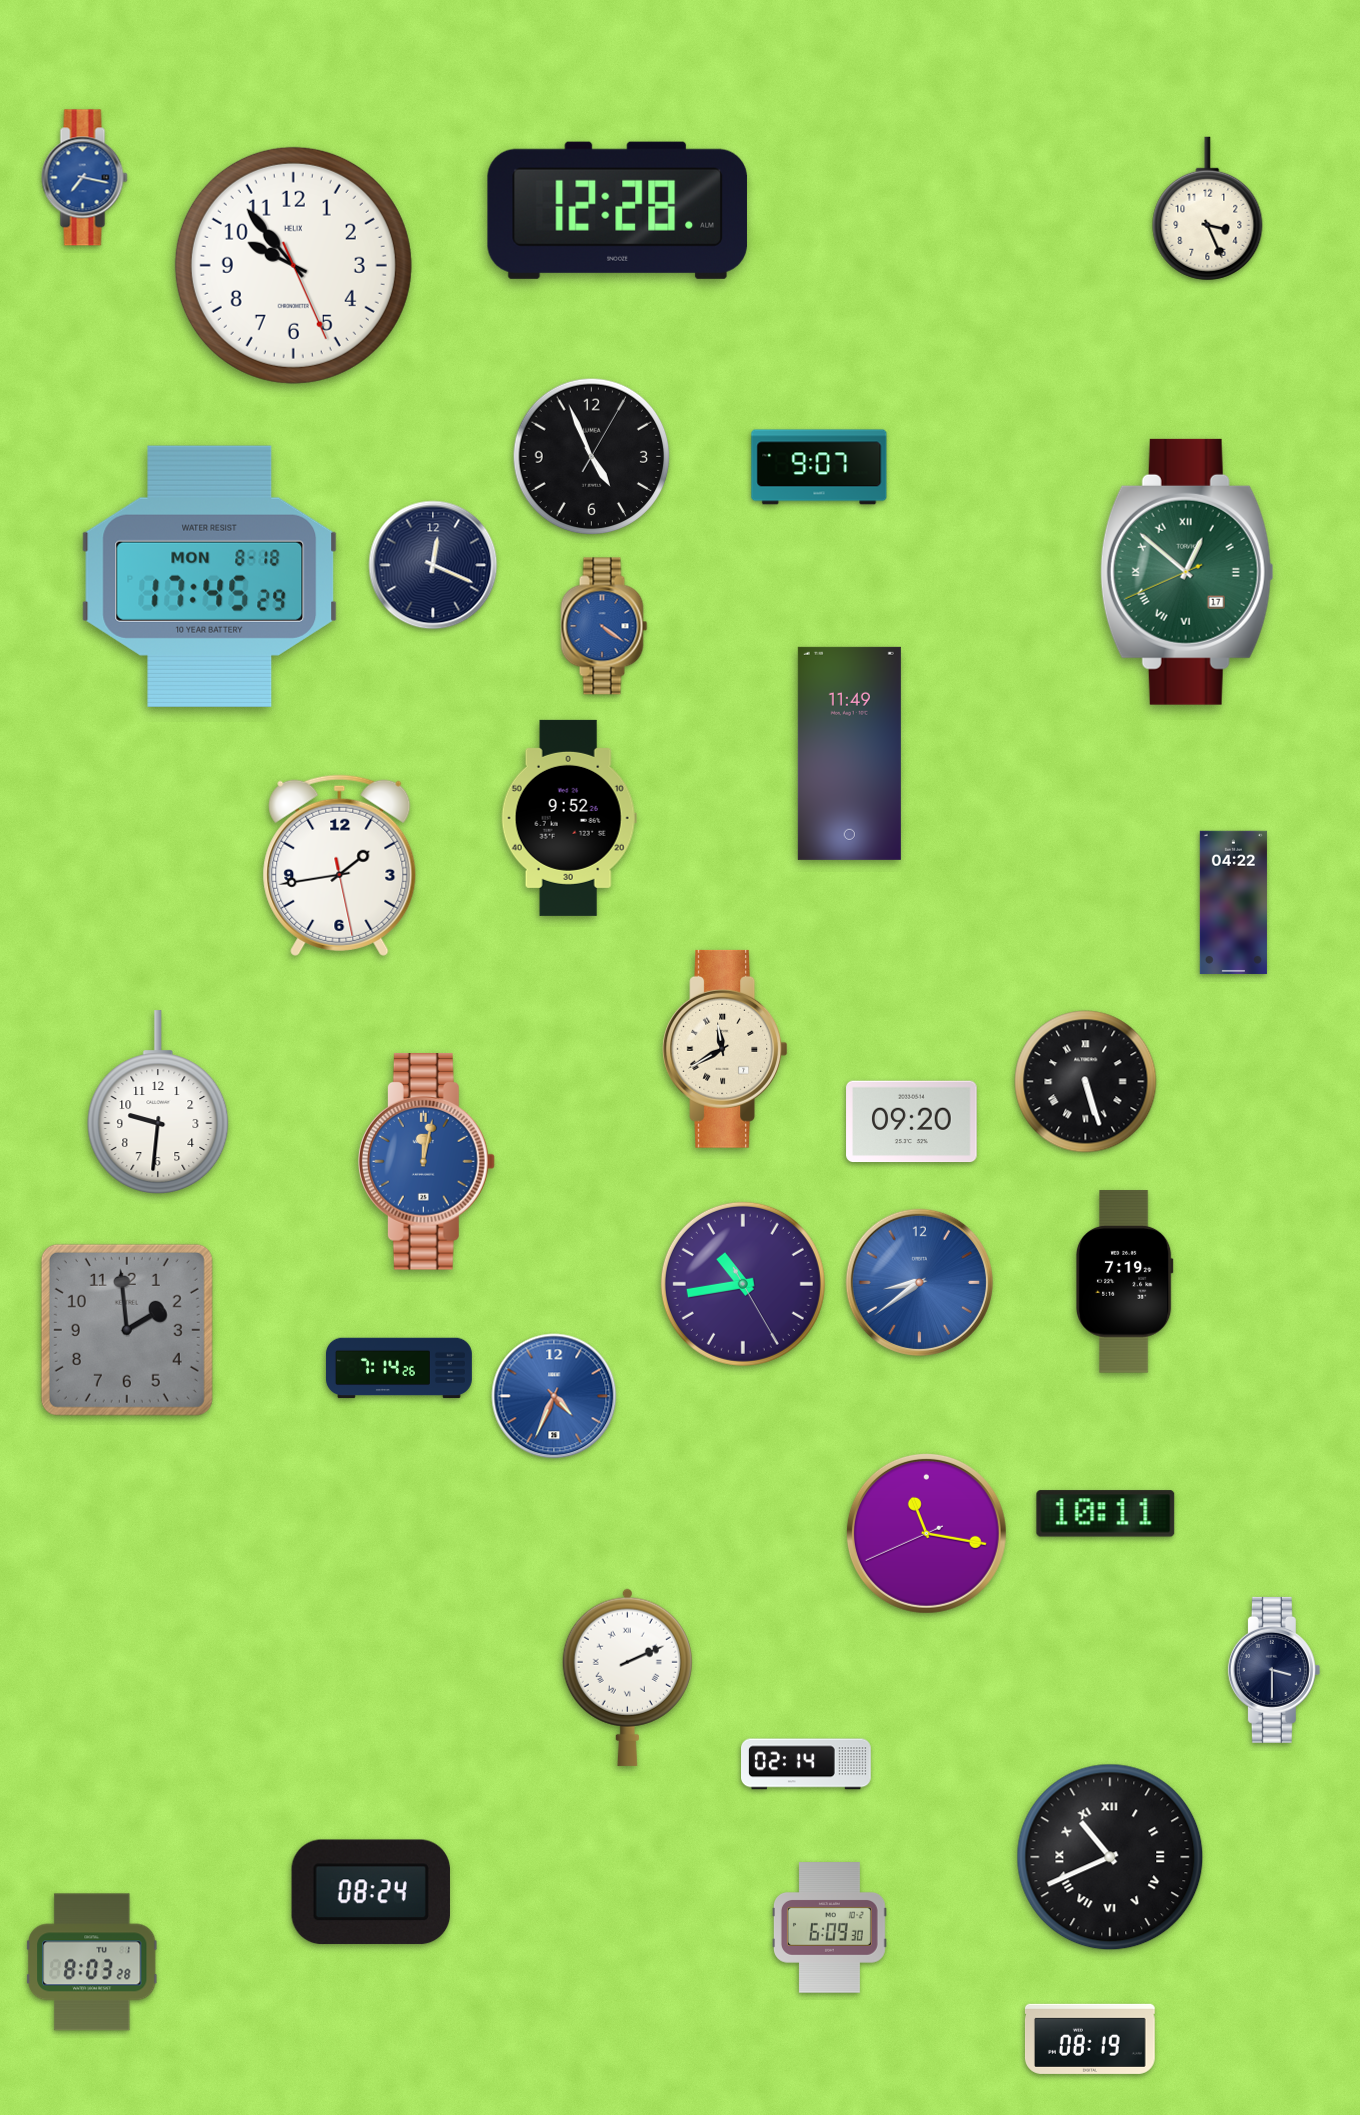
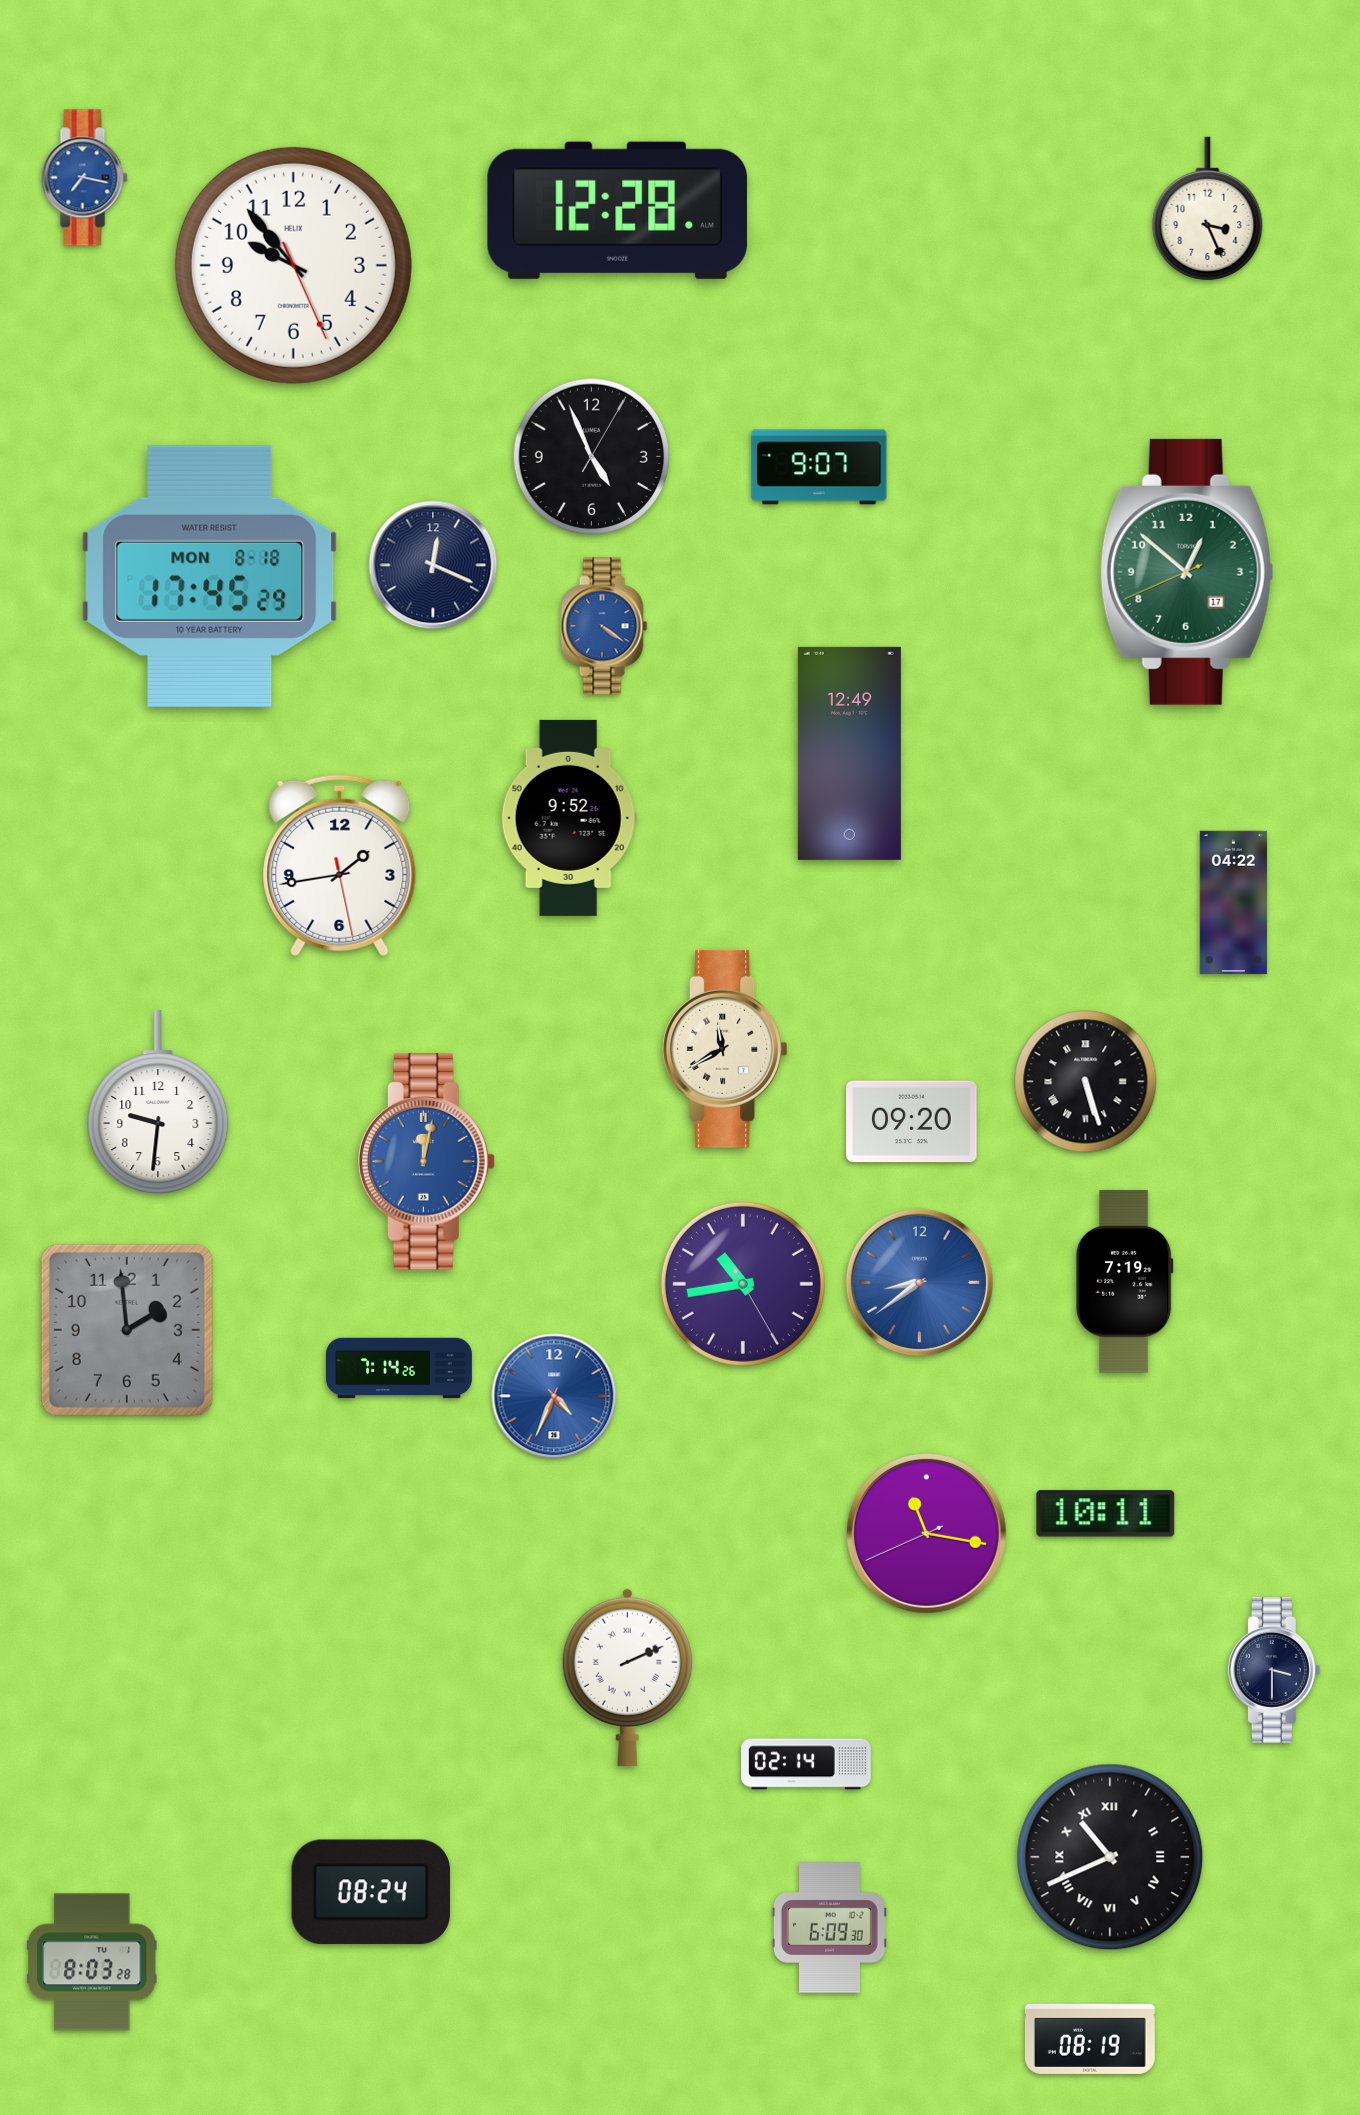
clock at (1187, 572) numerals: Roman -> Arabic
clock at (849, 753): 11:49 -> 12:49
